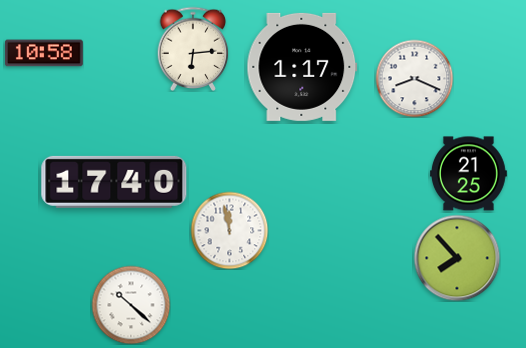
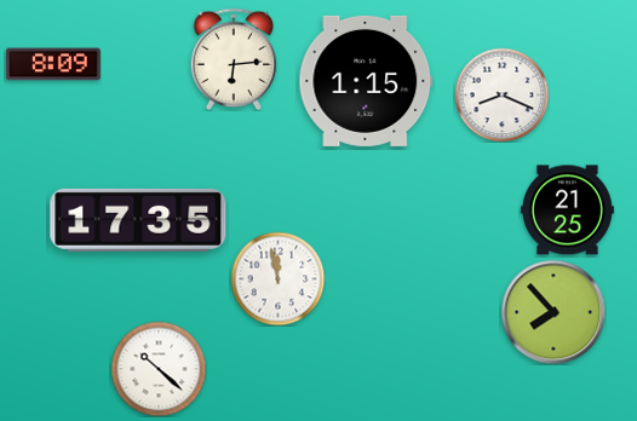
clock at (44, 53): 10:58 -> 8:09
clock at (302, 67): 1:17 -> 1:15
clock at (114, 182): 17:40 -> 17:35
